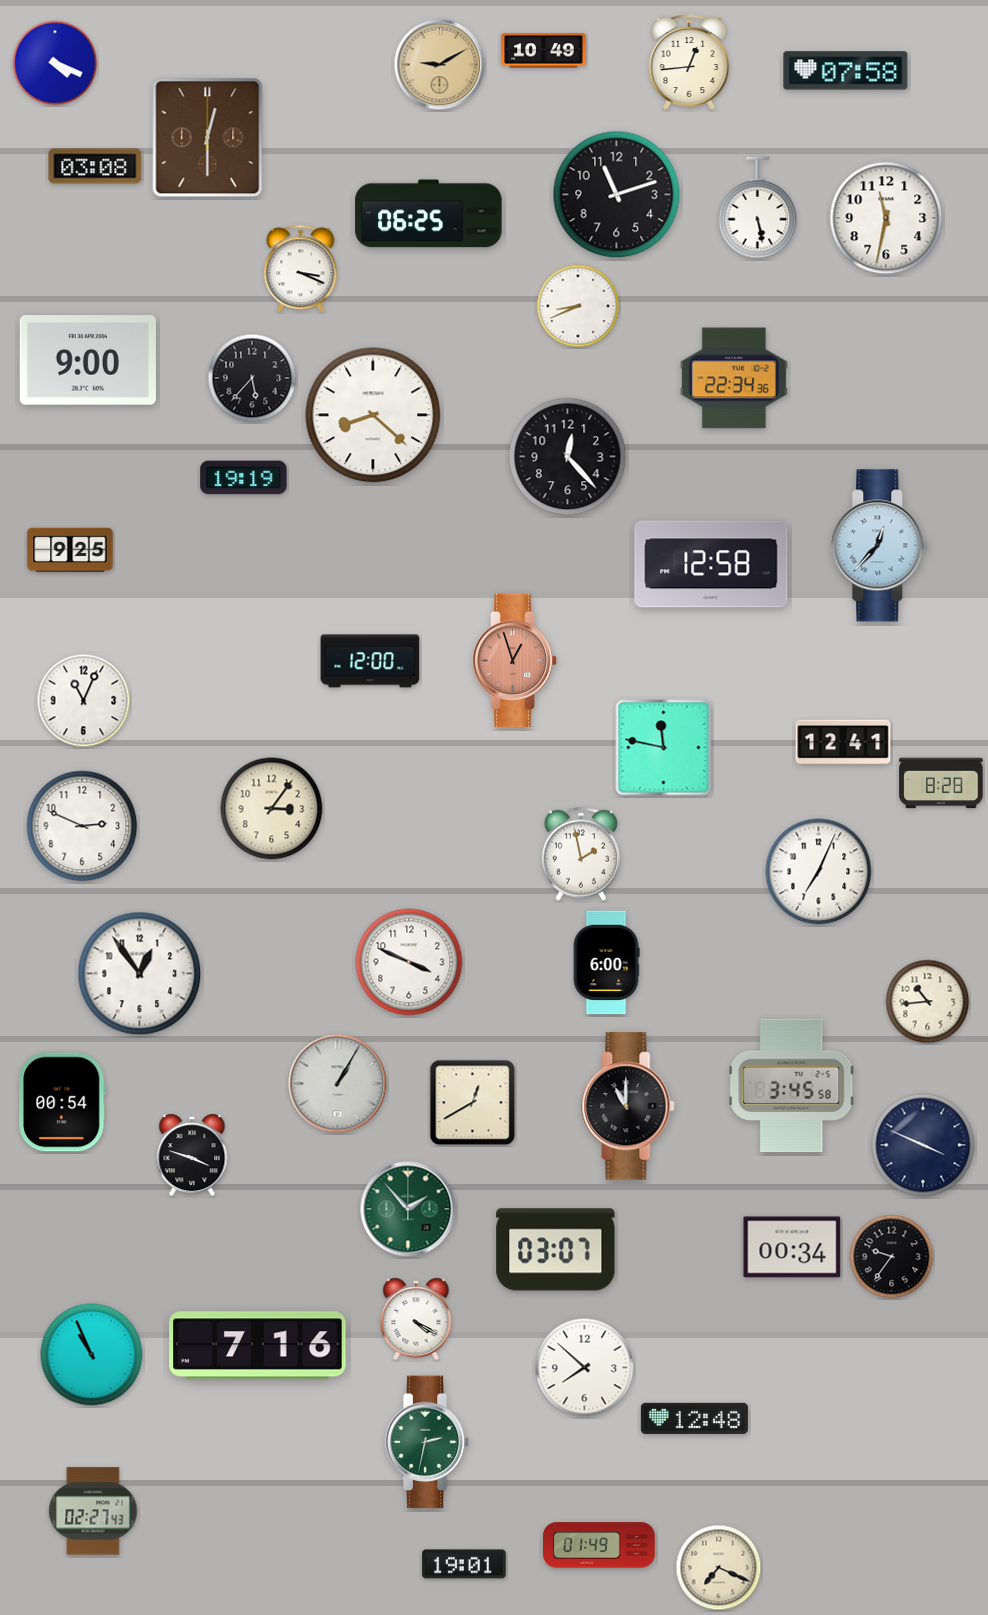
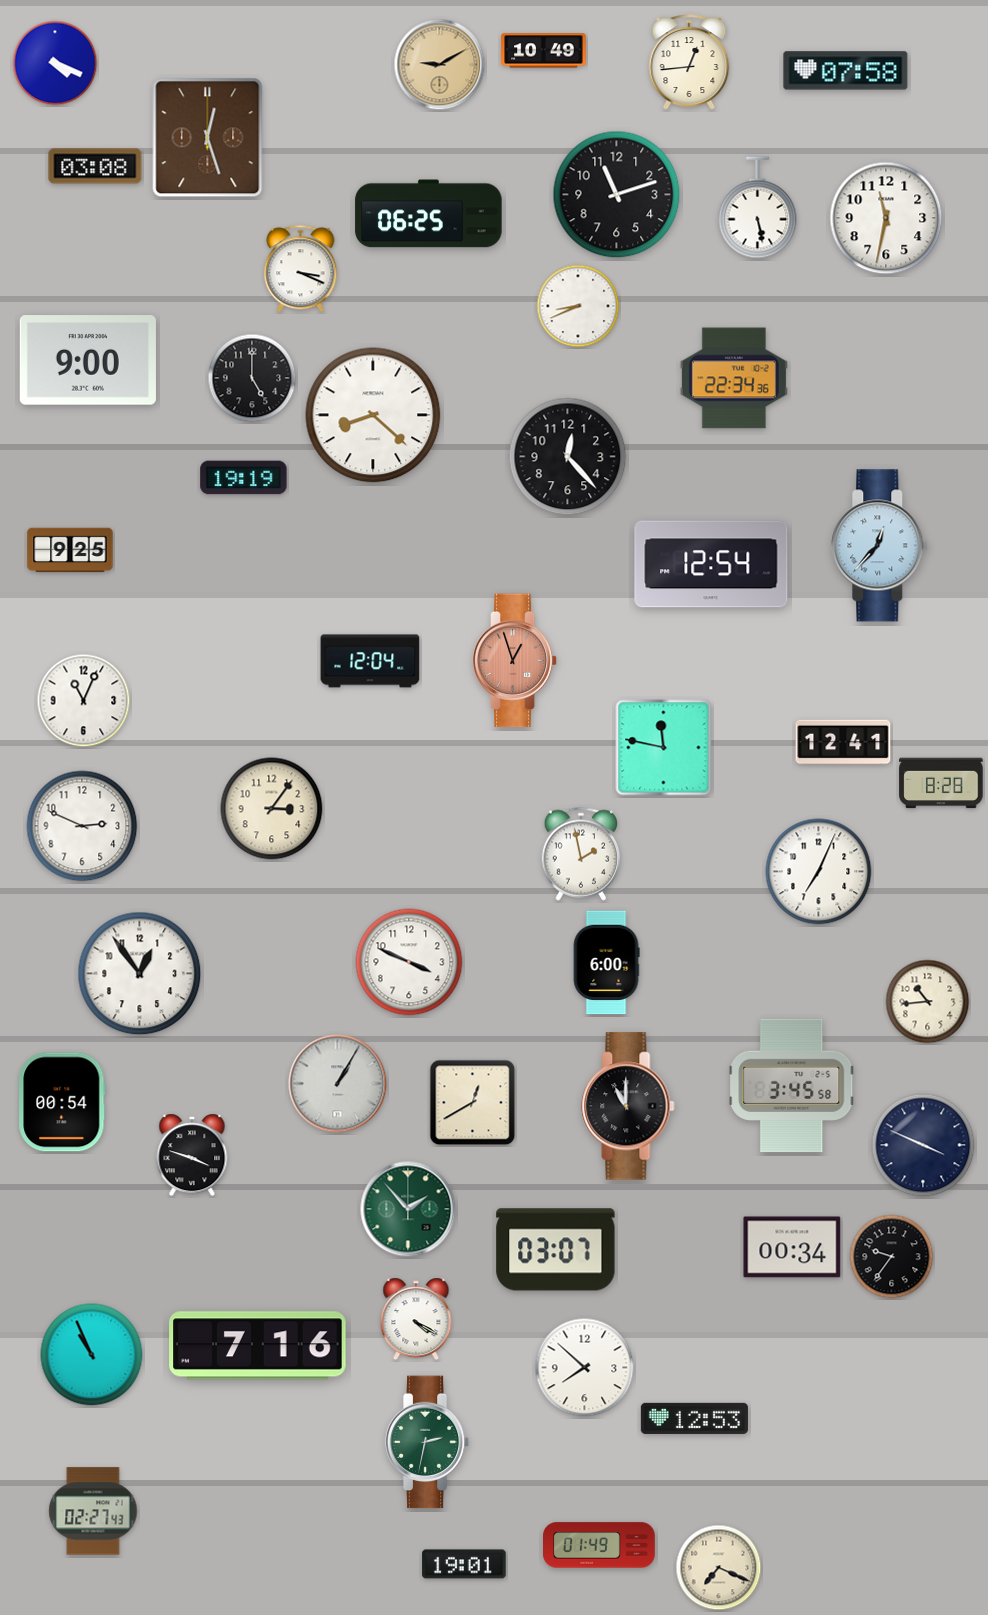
clock at (208, 138): 12:30 -> 12:27
clock at (252, 378): 5:37 -> 5:00
clock at (711, 564): 12:58 -> 12:54
clock at (370, 661): 12:00 -> 12:04
clock at (694, 1418): 12:48 -> 12:53
